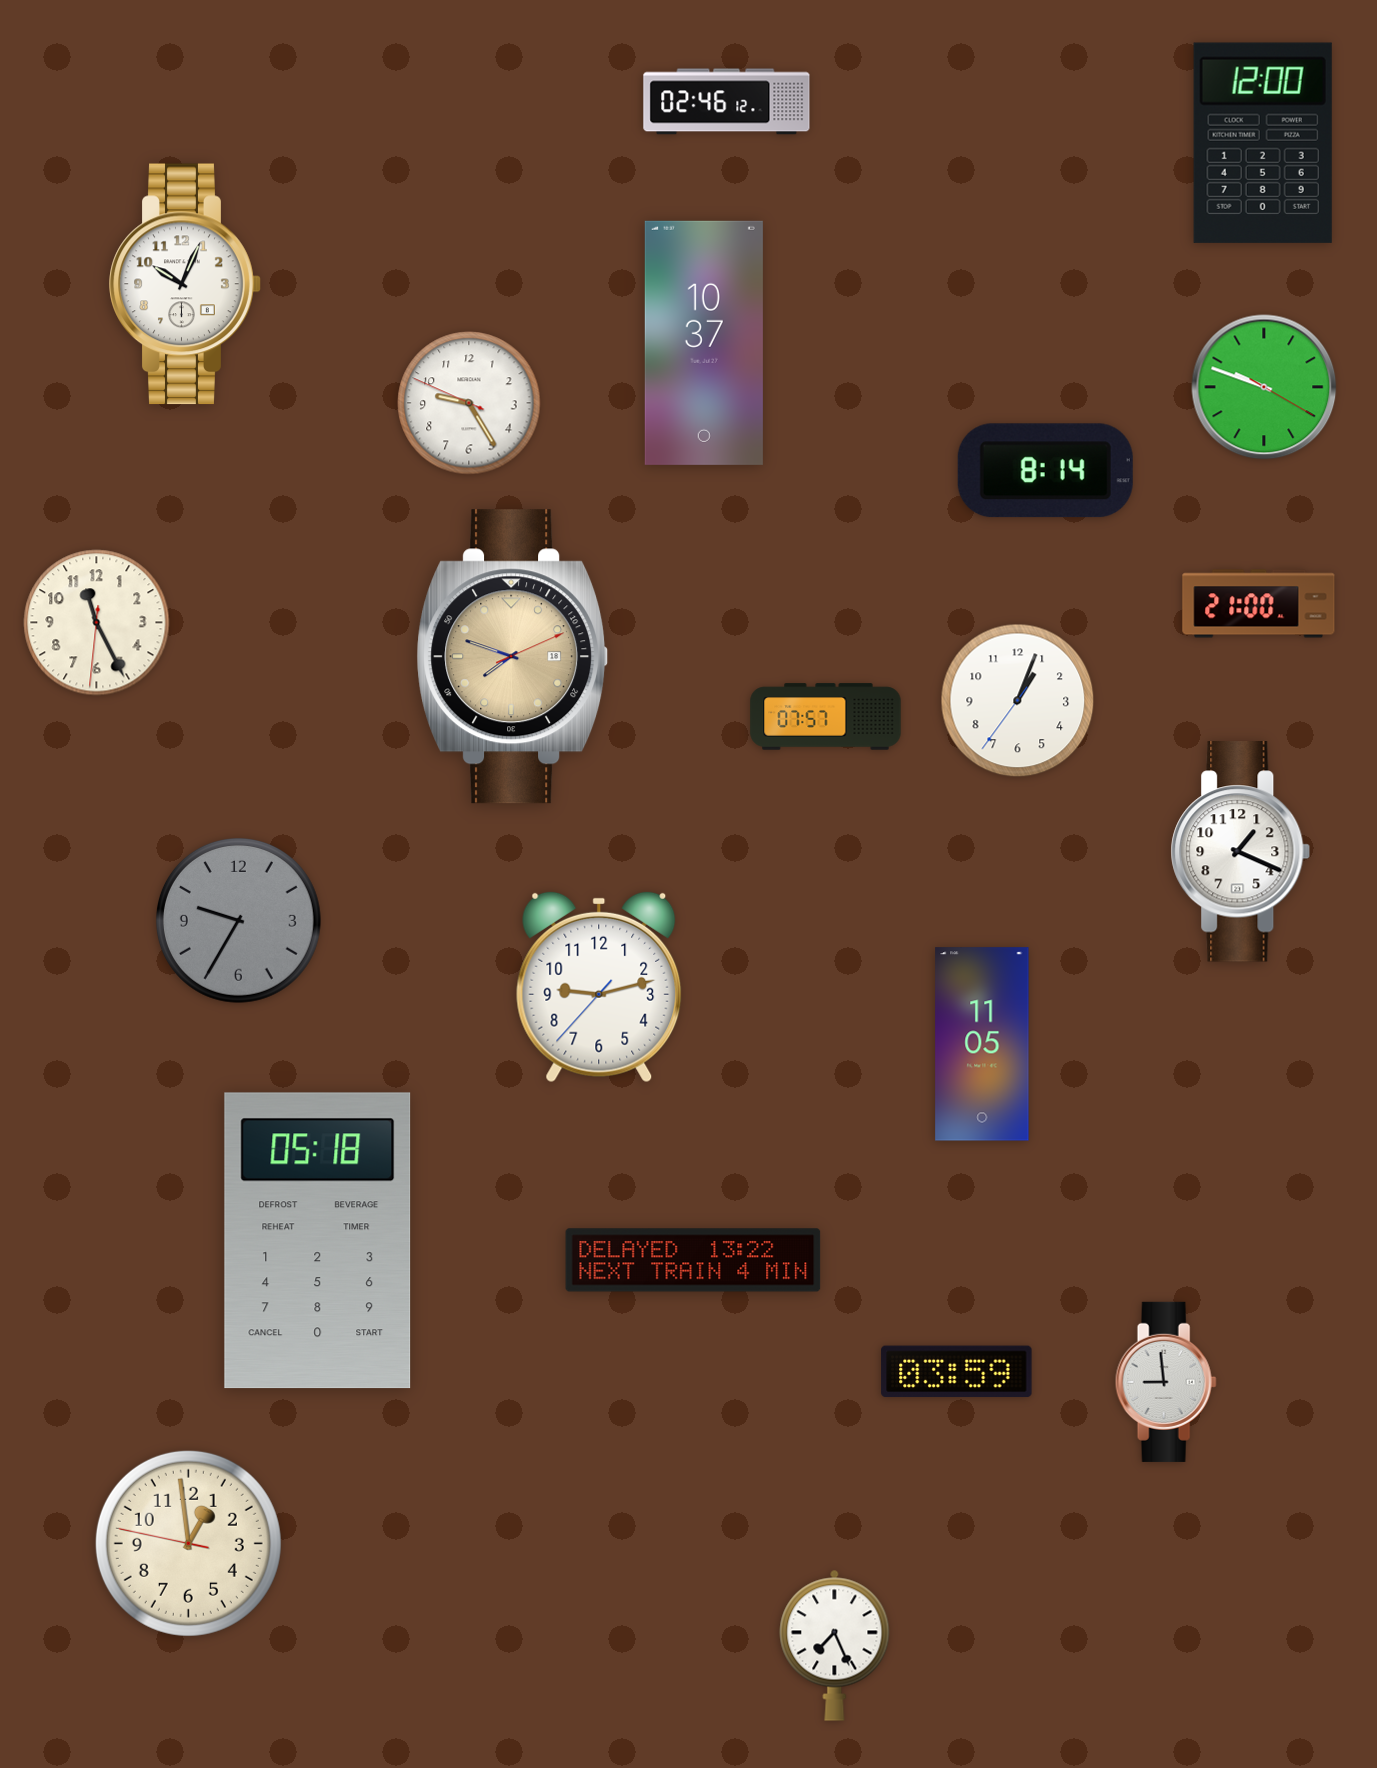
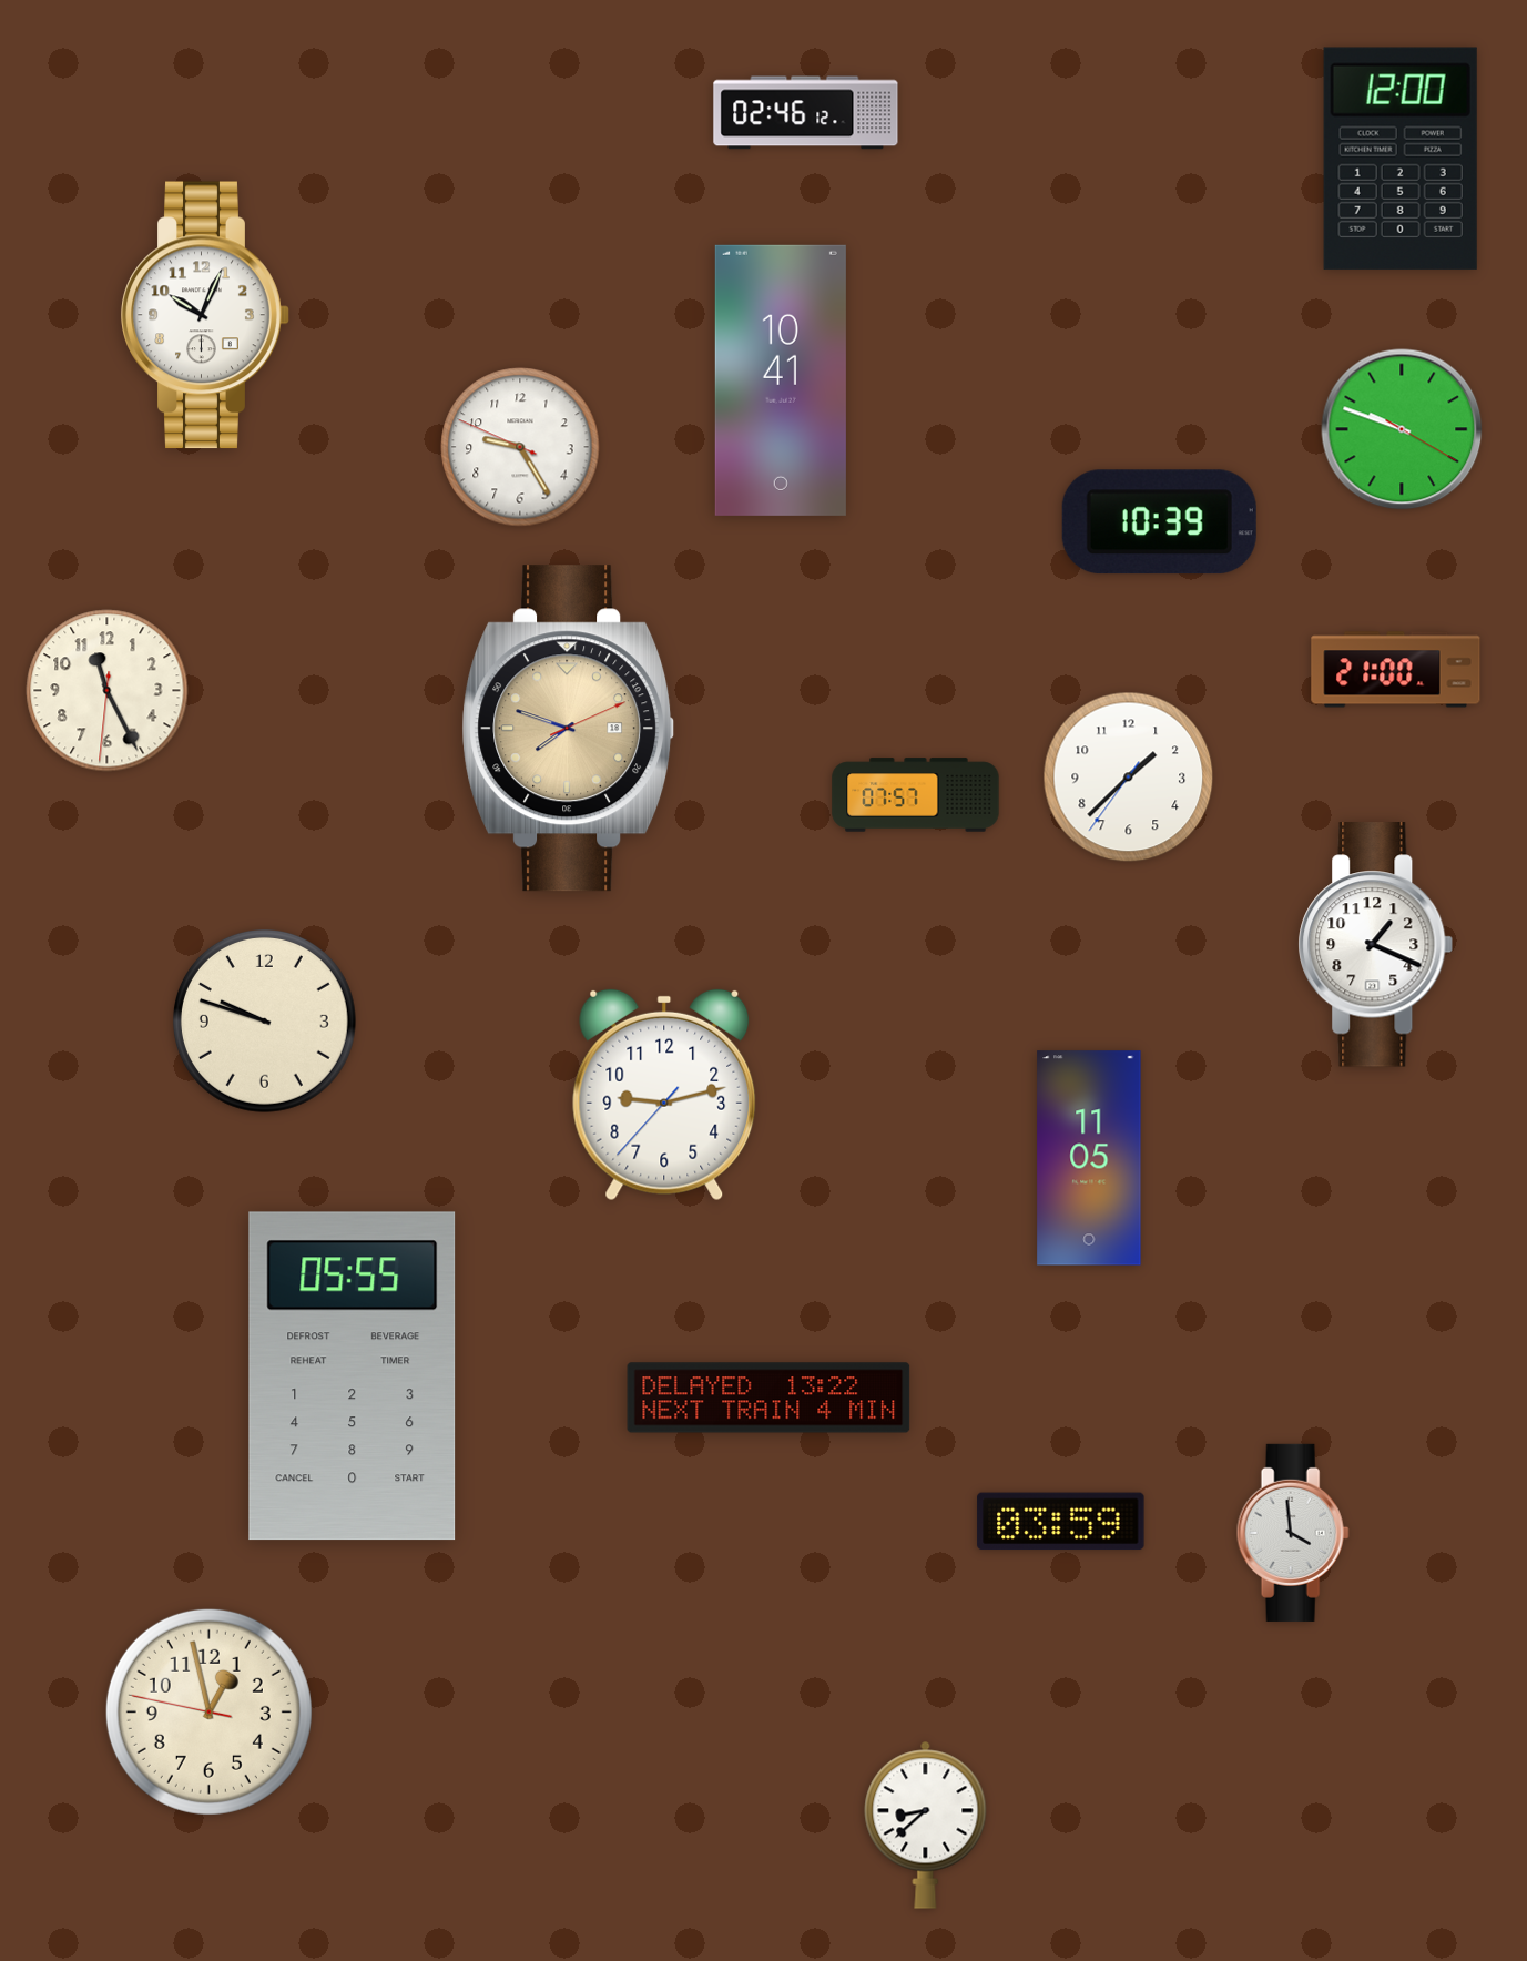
clock at (704, 343): 10:37 -> 10:41
clock at (1045, 471): 8:14 -> 10:39
clock at (1018, 701): 1:03 -> 1:37
clock at (238, 920): 9:35 -> 9:48
clock at (238, 920) dial: grey -> cream
clock at (318, 1241): 05:18 -> 05:55
clock at (1166, 1382): 8:59 -> 3:59
clock at (188, 1543): 12:58 -> 12:57
clock at (835, 1645): 7:26 -> 8:38
